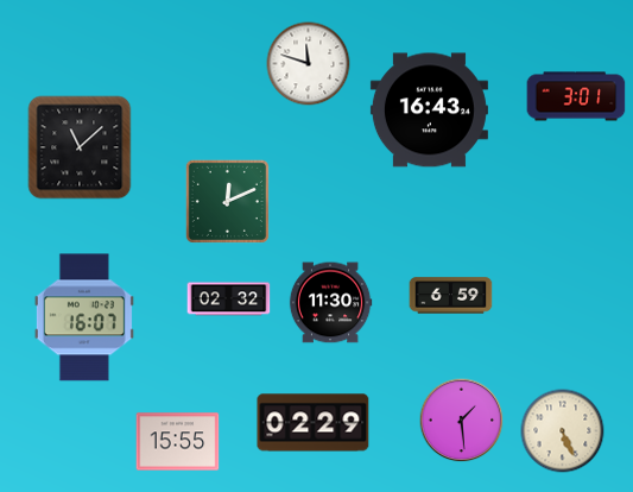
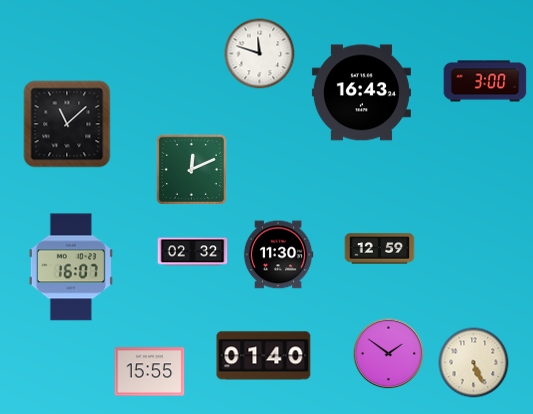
clock at (576, 96): 3:01 -> 3:00
clock at (451, 296): 6:59 -> 12:59
clock at (462, 421): 1:29 -> 1:51
clock at (314, 423): 02:29 -> 01:40
